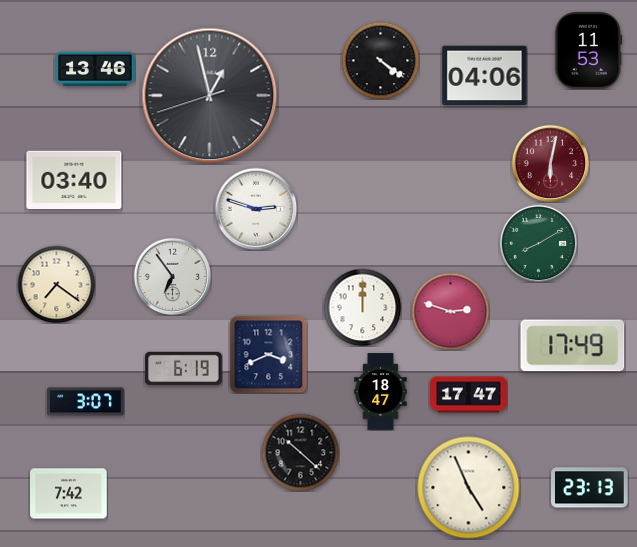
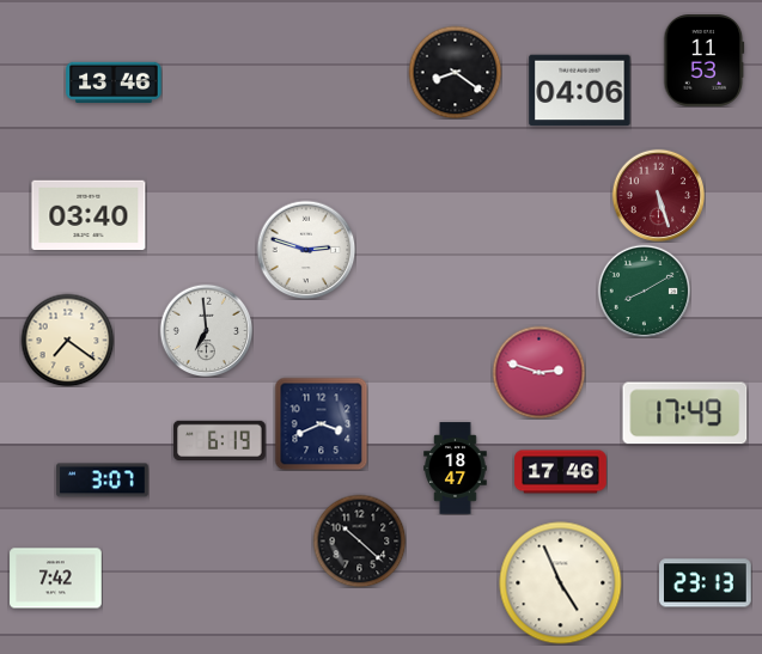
clock at (380, 60): 4:21 -> 8:21
clock at (210, 96): 12:57 -> none
clock at (550, 163): 6:02 -> 5:27
clock at (172, 276): 6:54 -> 6:59
clock at (362, 307): 12:00 -> none
clock at (469, 395): 17:47 -> 17:46
clock at (69, 494) position: (69, 494) -> (56, 579)
